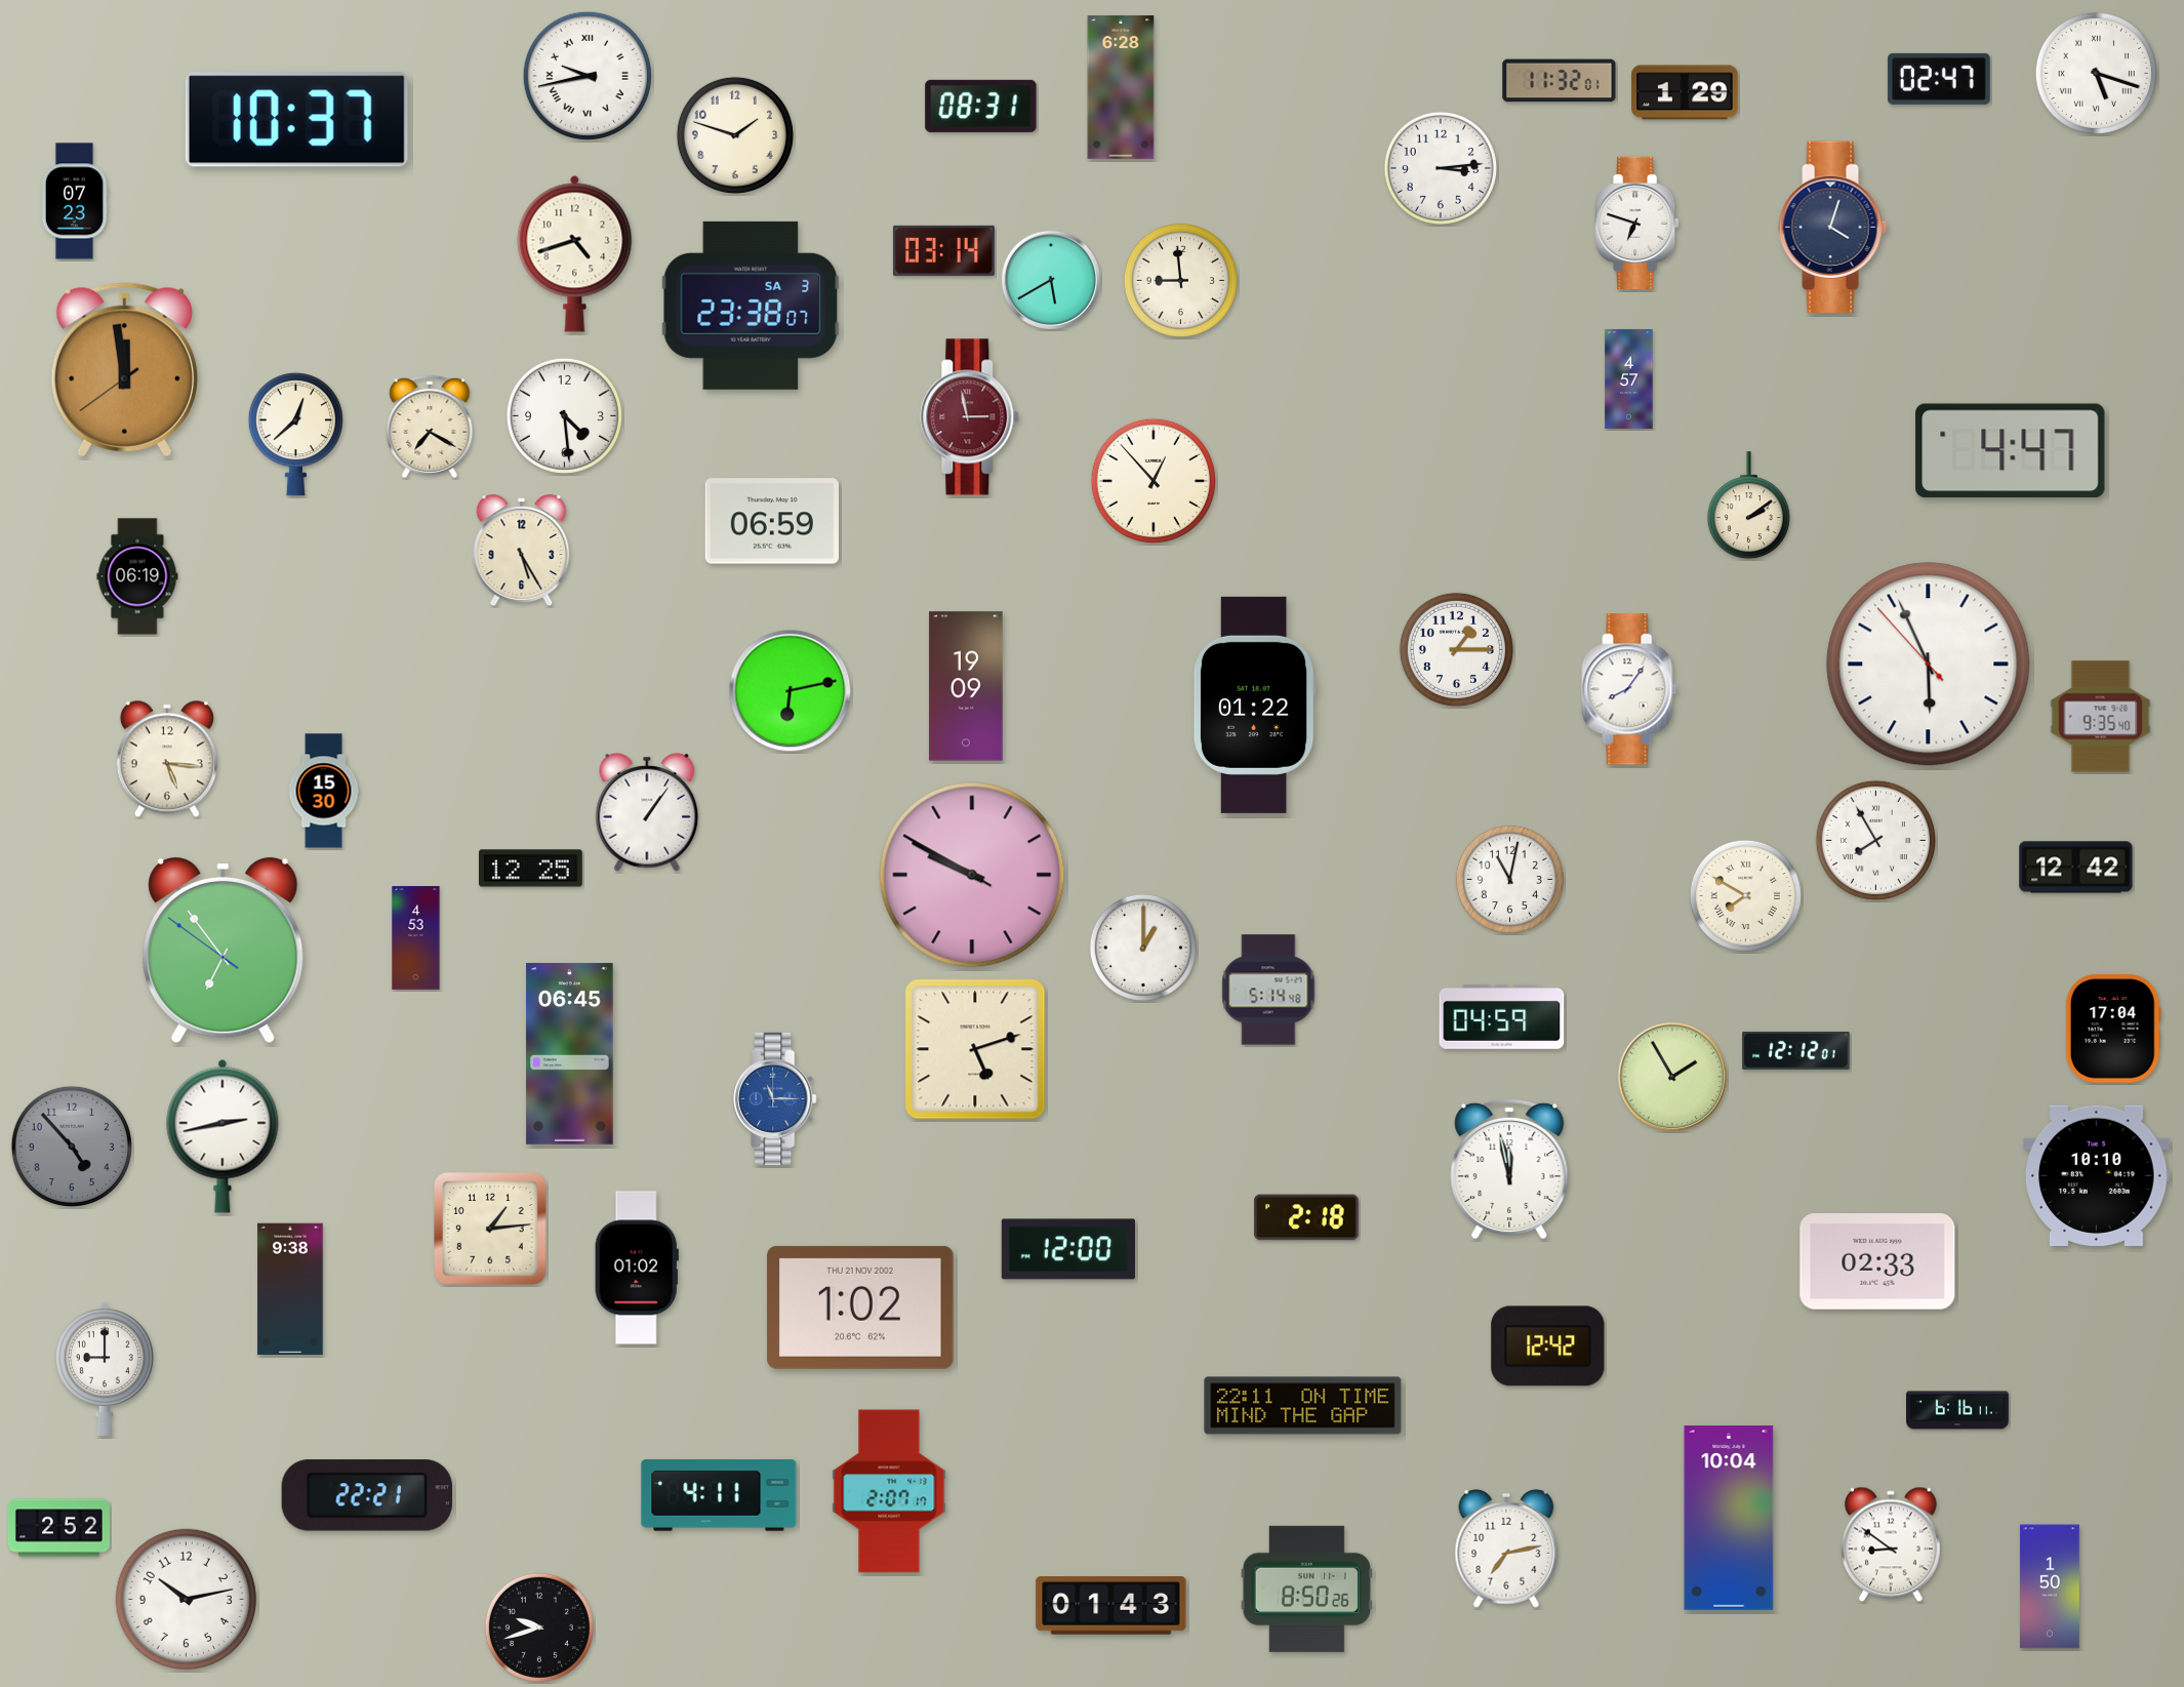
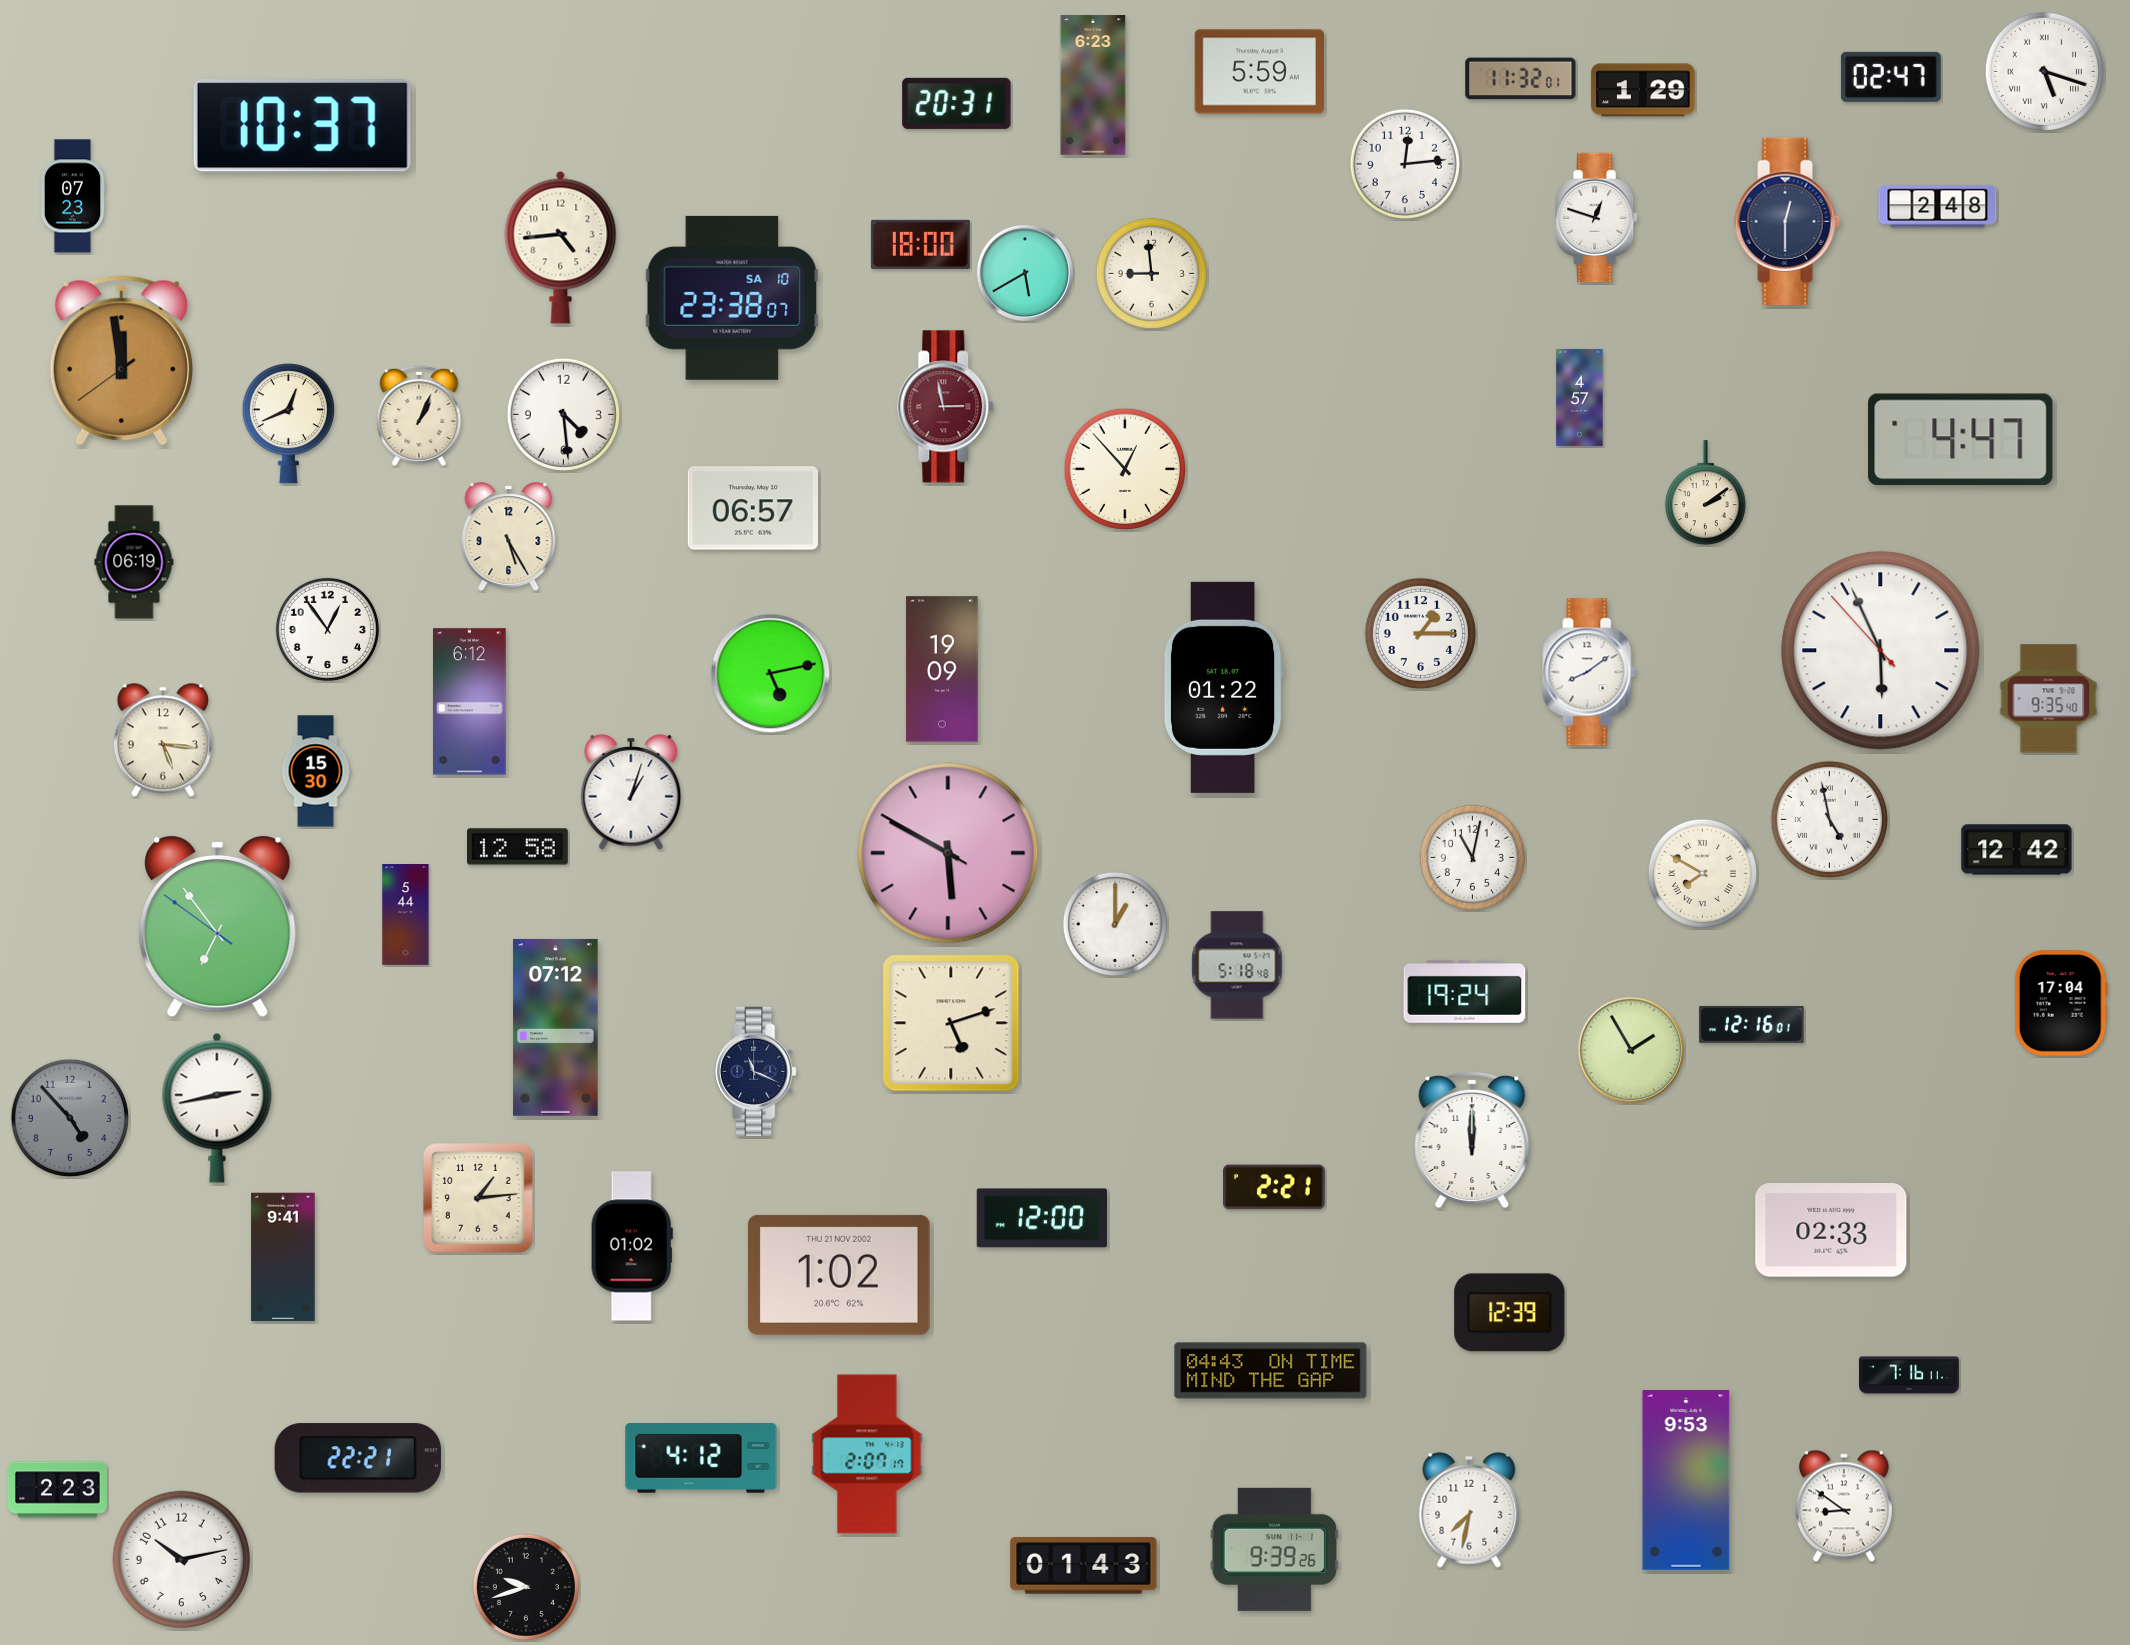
clock at (1259, 72): none -> 5:59
clock at (587, 75): 9:43 -> none
clock at (1121, 87): 6:28 -> 6:23
clock at (981, 106): 08:31 -> 20:31
clock at (296, 120) position: (296, 120) -> (302, 126)
clock at (735, 135): 1:48 -> none
clock at (1441, 168): 3:14 -> 12:14
clock at (1938, 207): none -> 2:48
clock at (1637, 223): 6:48 -> 12:48
clock at (1833, 227): 4:03 -> 12:30
clock at (943, 250): 03:14 -> 18:00
clock at (575, 253): 4:42 -> 4:44
clock at (751, 306) date: SA 3 -> SA 10
clock at (1629, 378) position: (1629, 378) -> (1580, 397)
clock at (564, 415) position: (564, 415) -> (563, 414)
clock at (430, 427): 7:20 -> 1:04
clock at (295, 435): 12:38 -> 12:41
clock at (772, 521): 06:59 -> 06:57
clock at (327, 629): none -> 12:54
clock at (1929, 665) position: (1929, 665) -> (1881, 651)
clock at (1629, 689): 8:06 -> 8:09
clock at (791, 691): 6:13 -> 5:13
clock at (470, 702): none -> 6:12
clock at (647, 812): 1:06 -> 1:03
clock at (1875, 840): 7:55 -> 4:58
clock at (2076, 868) position: (2076, 868) -> (2017, 850)
clock at (531, 869): 12:25 -> 12:58
clock at (972, 875): 9:49 -> 5:49
clock at (416, 938): 4:53 -> 5:44
clock at (1268, 990): 5:14 -> 5:18
clock at (1502, 1016): 04:59 -> 19:24
clock at (1796, 1050): 12:12 -> 12:16
clock at (570, 1053): 06:45 -> 07:12
clock at (775, 1098): 11:15 -> 11:19
clock at (775, 1098) dial: blue -> navy
clock at (1509, 1168): 11:58 -> 12:00
clock at (2097, 1175): 10:10 -> none
clock at (1306, 1217): 2:18 -> 2:21
clock at (637, 1268) position: (637, 1268) -> (632, 1246)
clock at (290, 1289): 9:38 -> 9:41
clock at (1548, 1347): 12:42 -> 12:39
clock at (105, 1369): 9:00 -> none
clock at (1303, 1406): 22:11 -> 04:43
clock at (1958, 1410): 6:16 -> 7:16
clock at (719, 1496): 4:11 -> 4:12
clock at (1729, 1518): 10:04 -> 9:53
clock at (59, 1528): 2:52 -> 2:23
clock at (1506, 1549): 7:13 -> 7:32
clock at (2050, 1586): 1:50 -> none
clock at (1306, 1589): 8:50 -> 9:39
